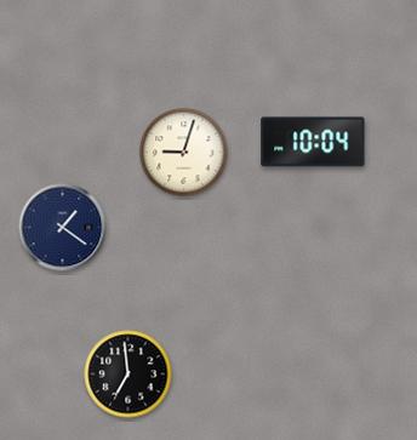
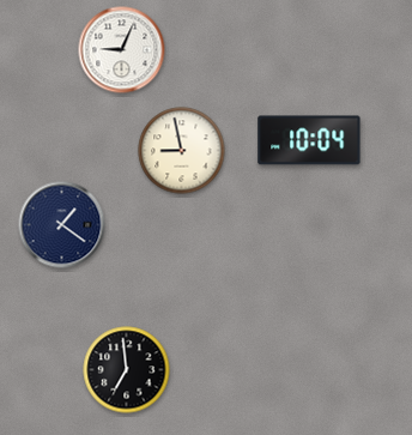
clock at (122, 50): none -> 9:04
clock at (184, 153): 9:03 -> 8:58
